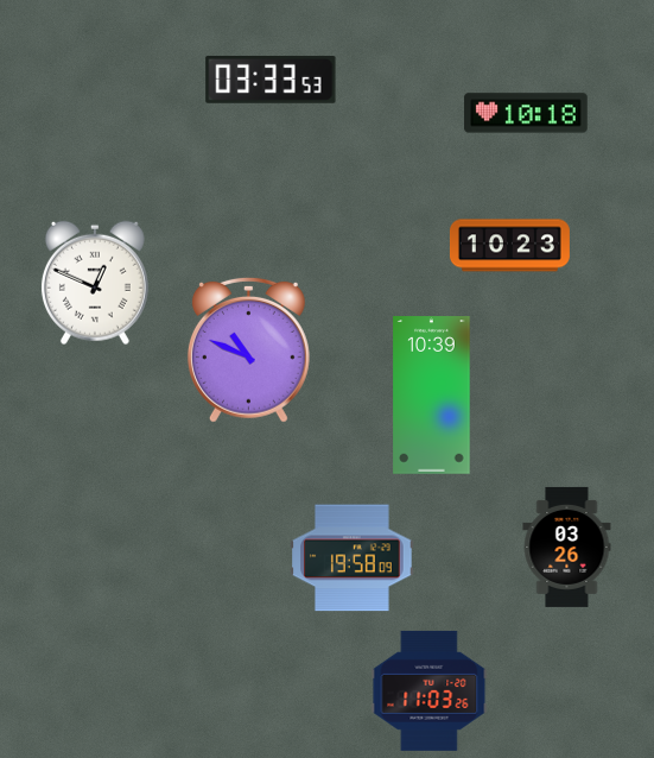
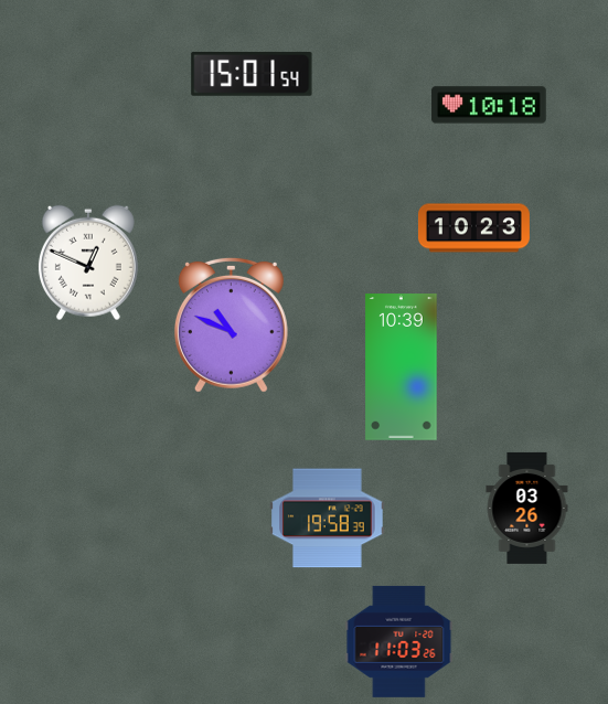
clock at (271, 80): 03:33 -> 15:01
clock at (353, 558): 19:58:09 -> 19:58:39
